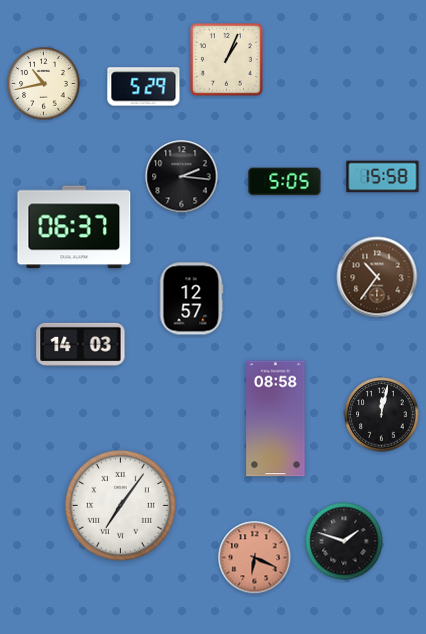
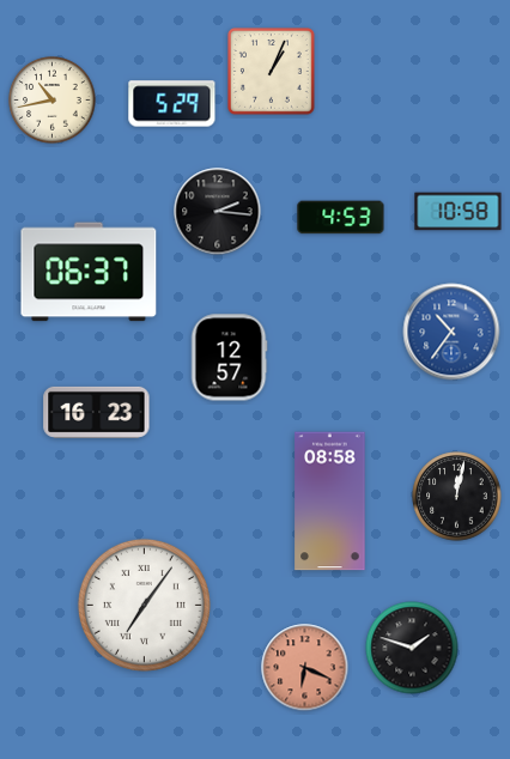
clock at (383, 177): 15:58 -> 10:58
clock at (285, 182): 5:05 -> 4:53
clock at (377, 277) dial: brown -> blue
clock at (81, 344): 14:03 -> 16:23
